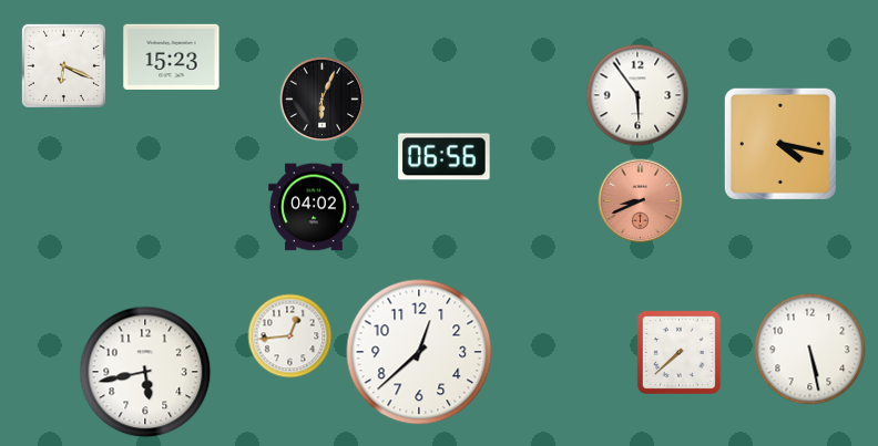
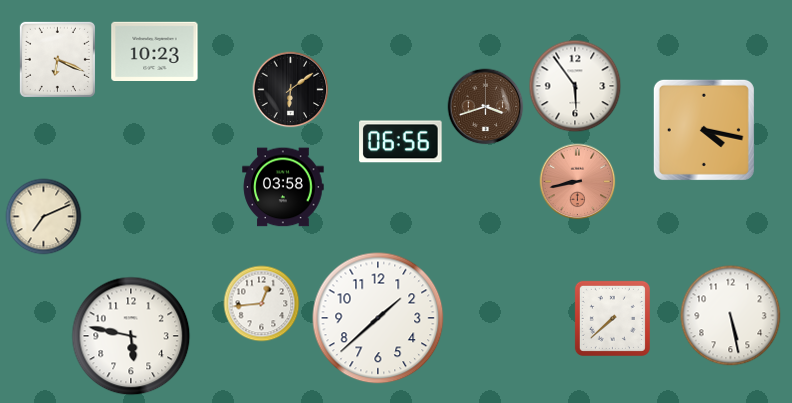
clock at (172, 56): 15:23 -> 10:23
clock at (323, 100): 6:04 -> 6:09
clock at (486, 107): none -> 3:42
clock at (641, 201): 8:41 -> 8:43
clock at (314, 207): 04:02 -> 03:58
clock at (44, 217): none -> 7:11
clock at (419, 352): 12:38 -> 1:38
clock at (145, 372): 5:43 -> 5:47
